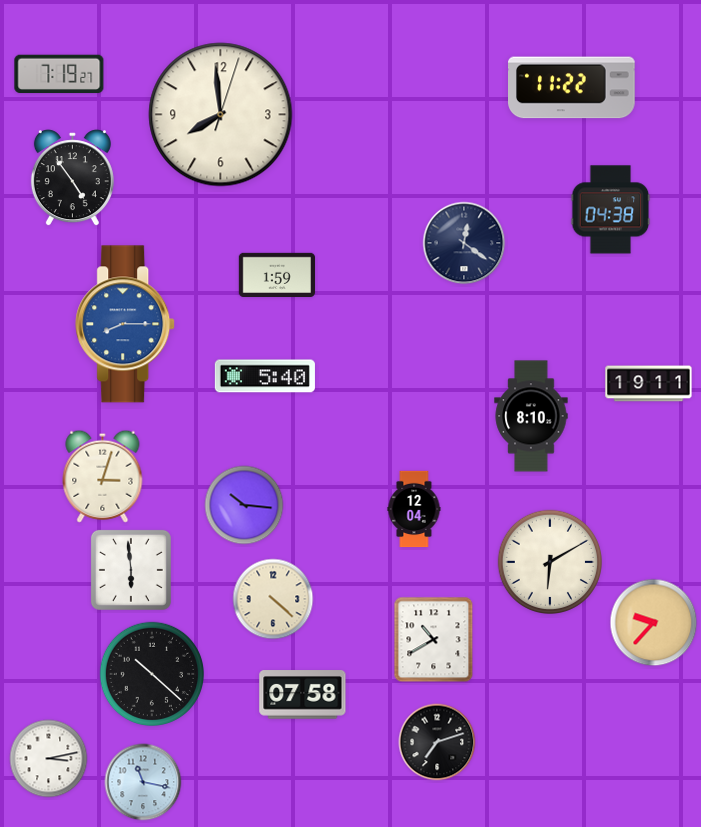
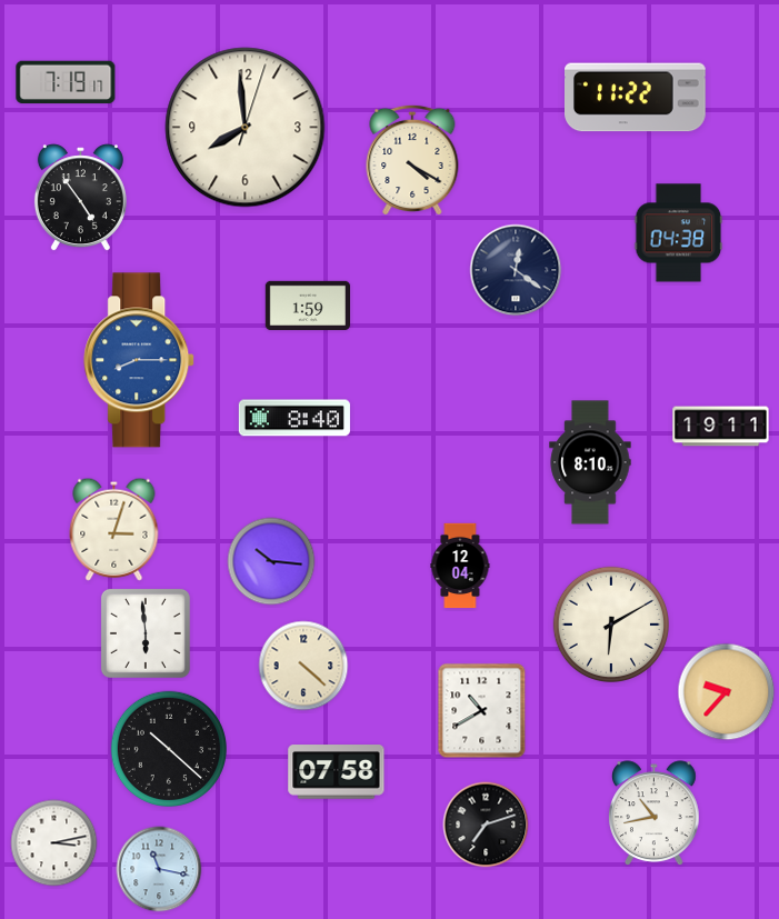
clock at (59, 74): 7:19:27 -> 7:19:17
clock at (412, 159): none -> 4:20
clock at (265, 376): 5:40 -> 8:40
clock at (655, 812): none -> 10:43
